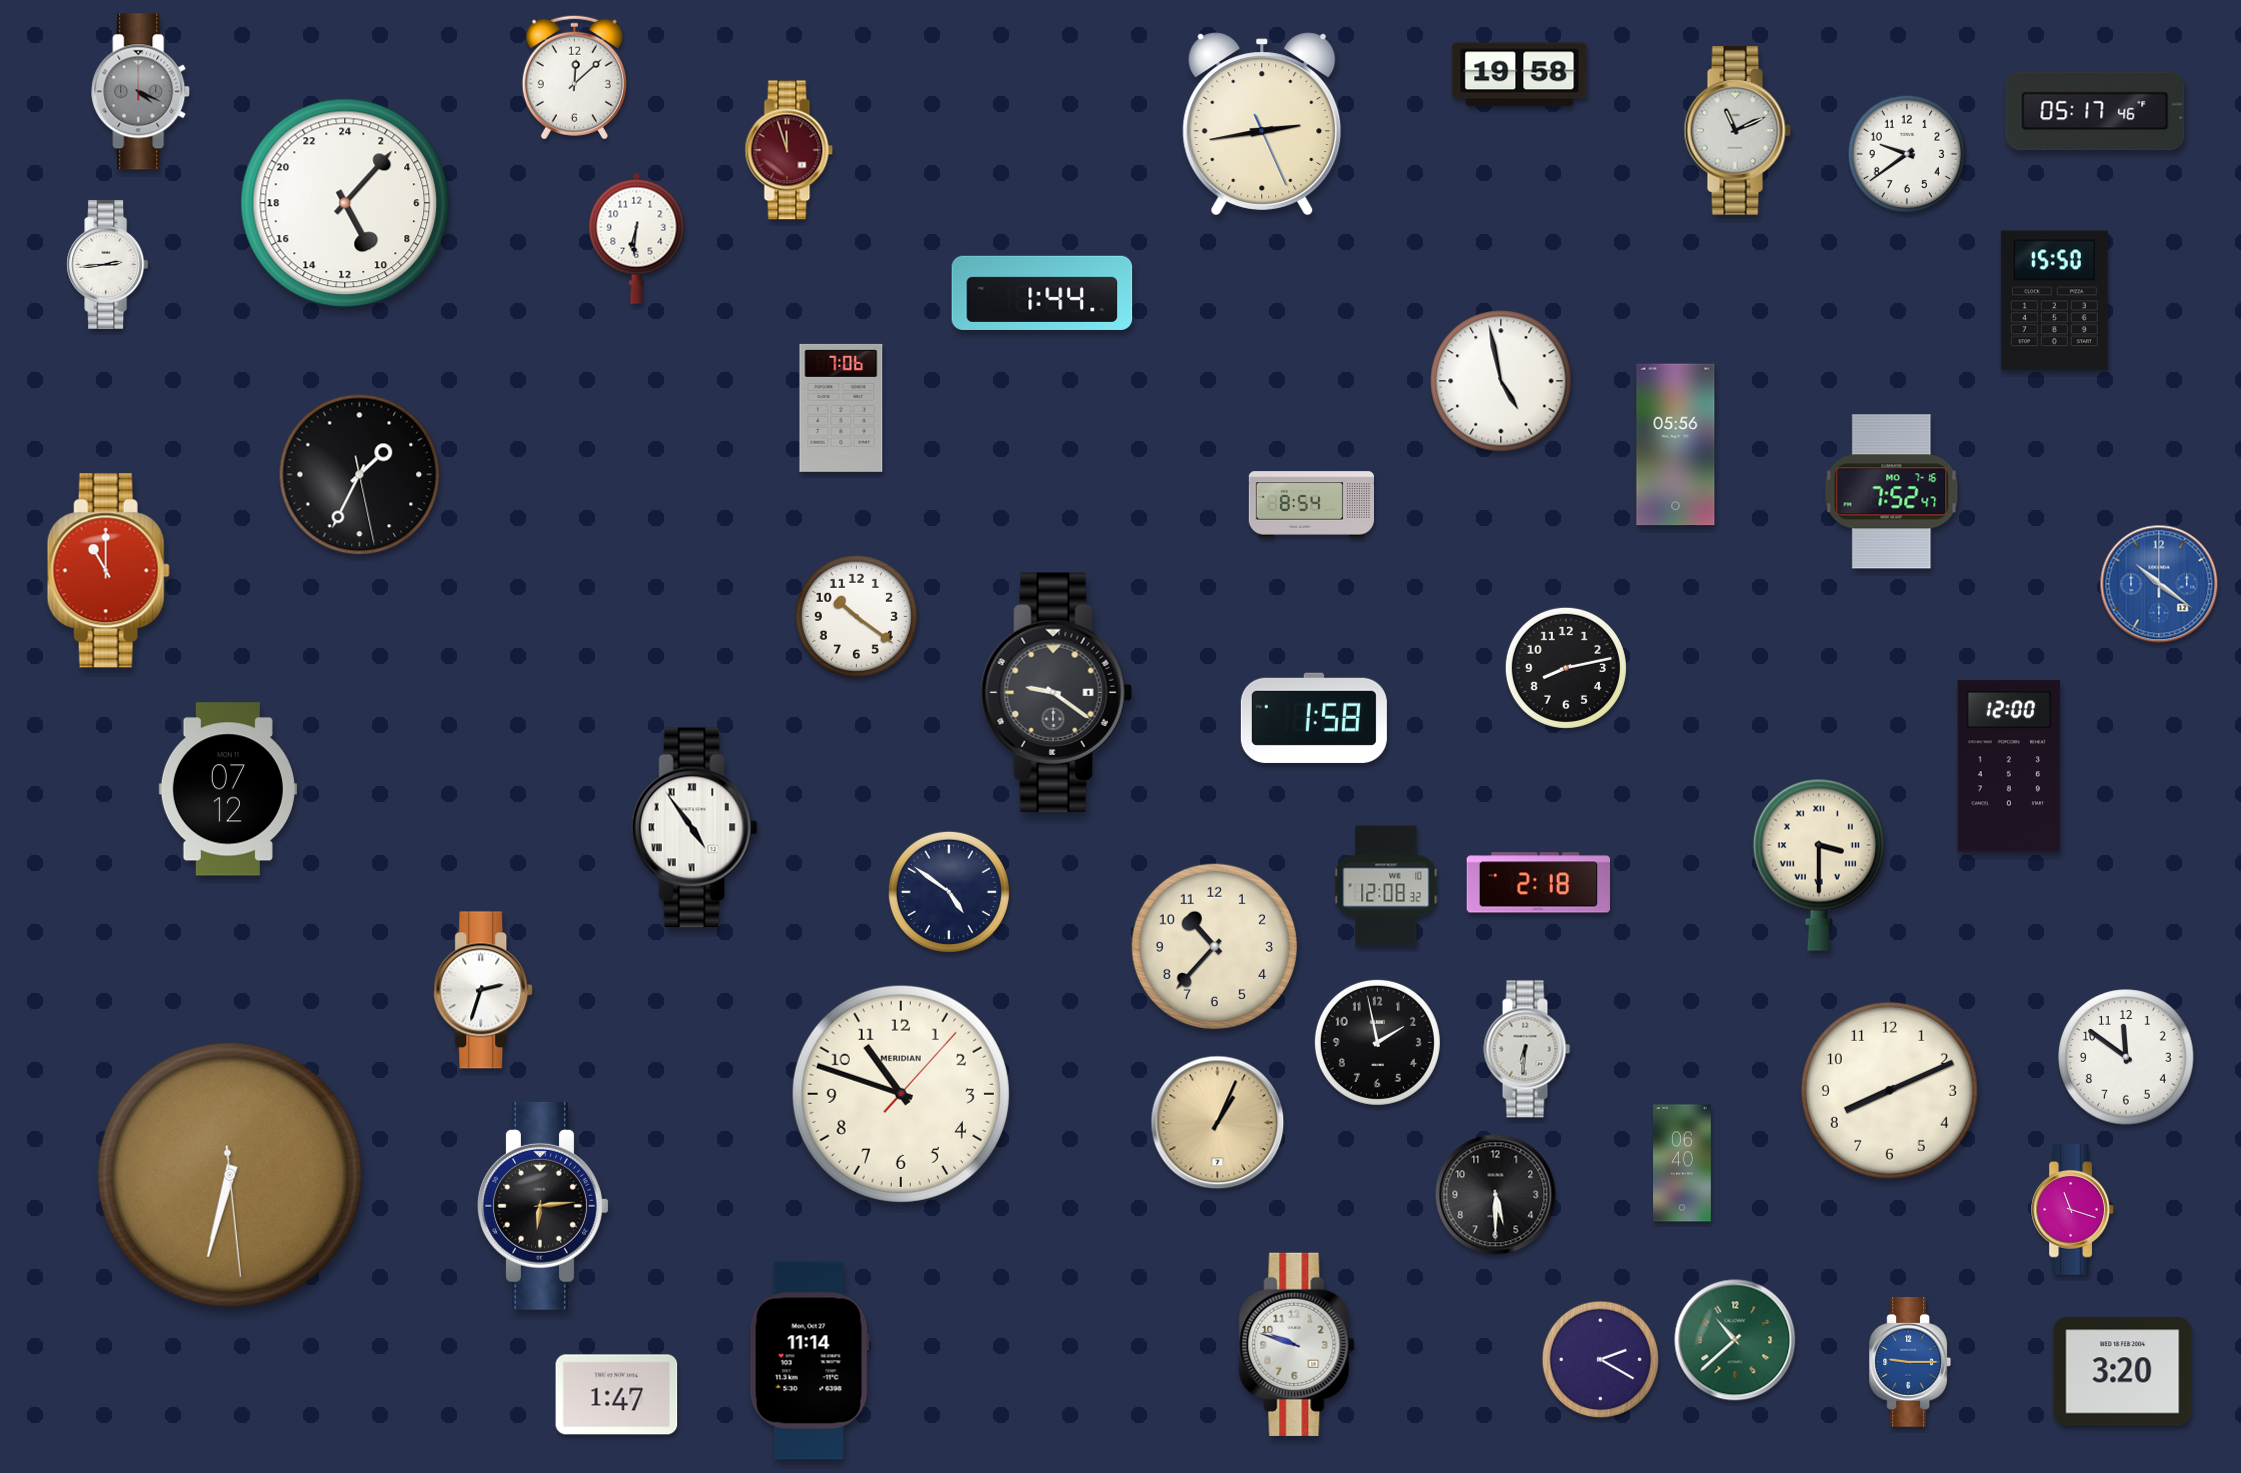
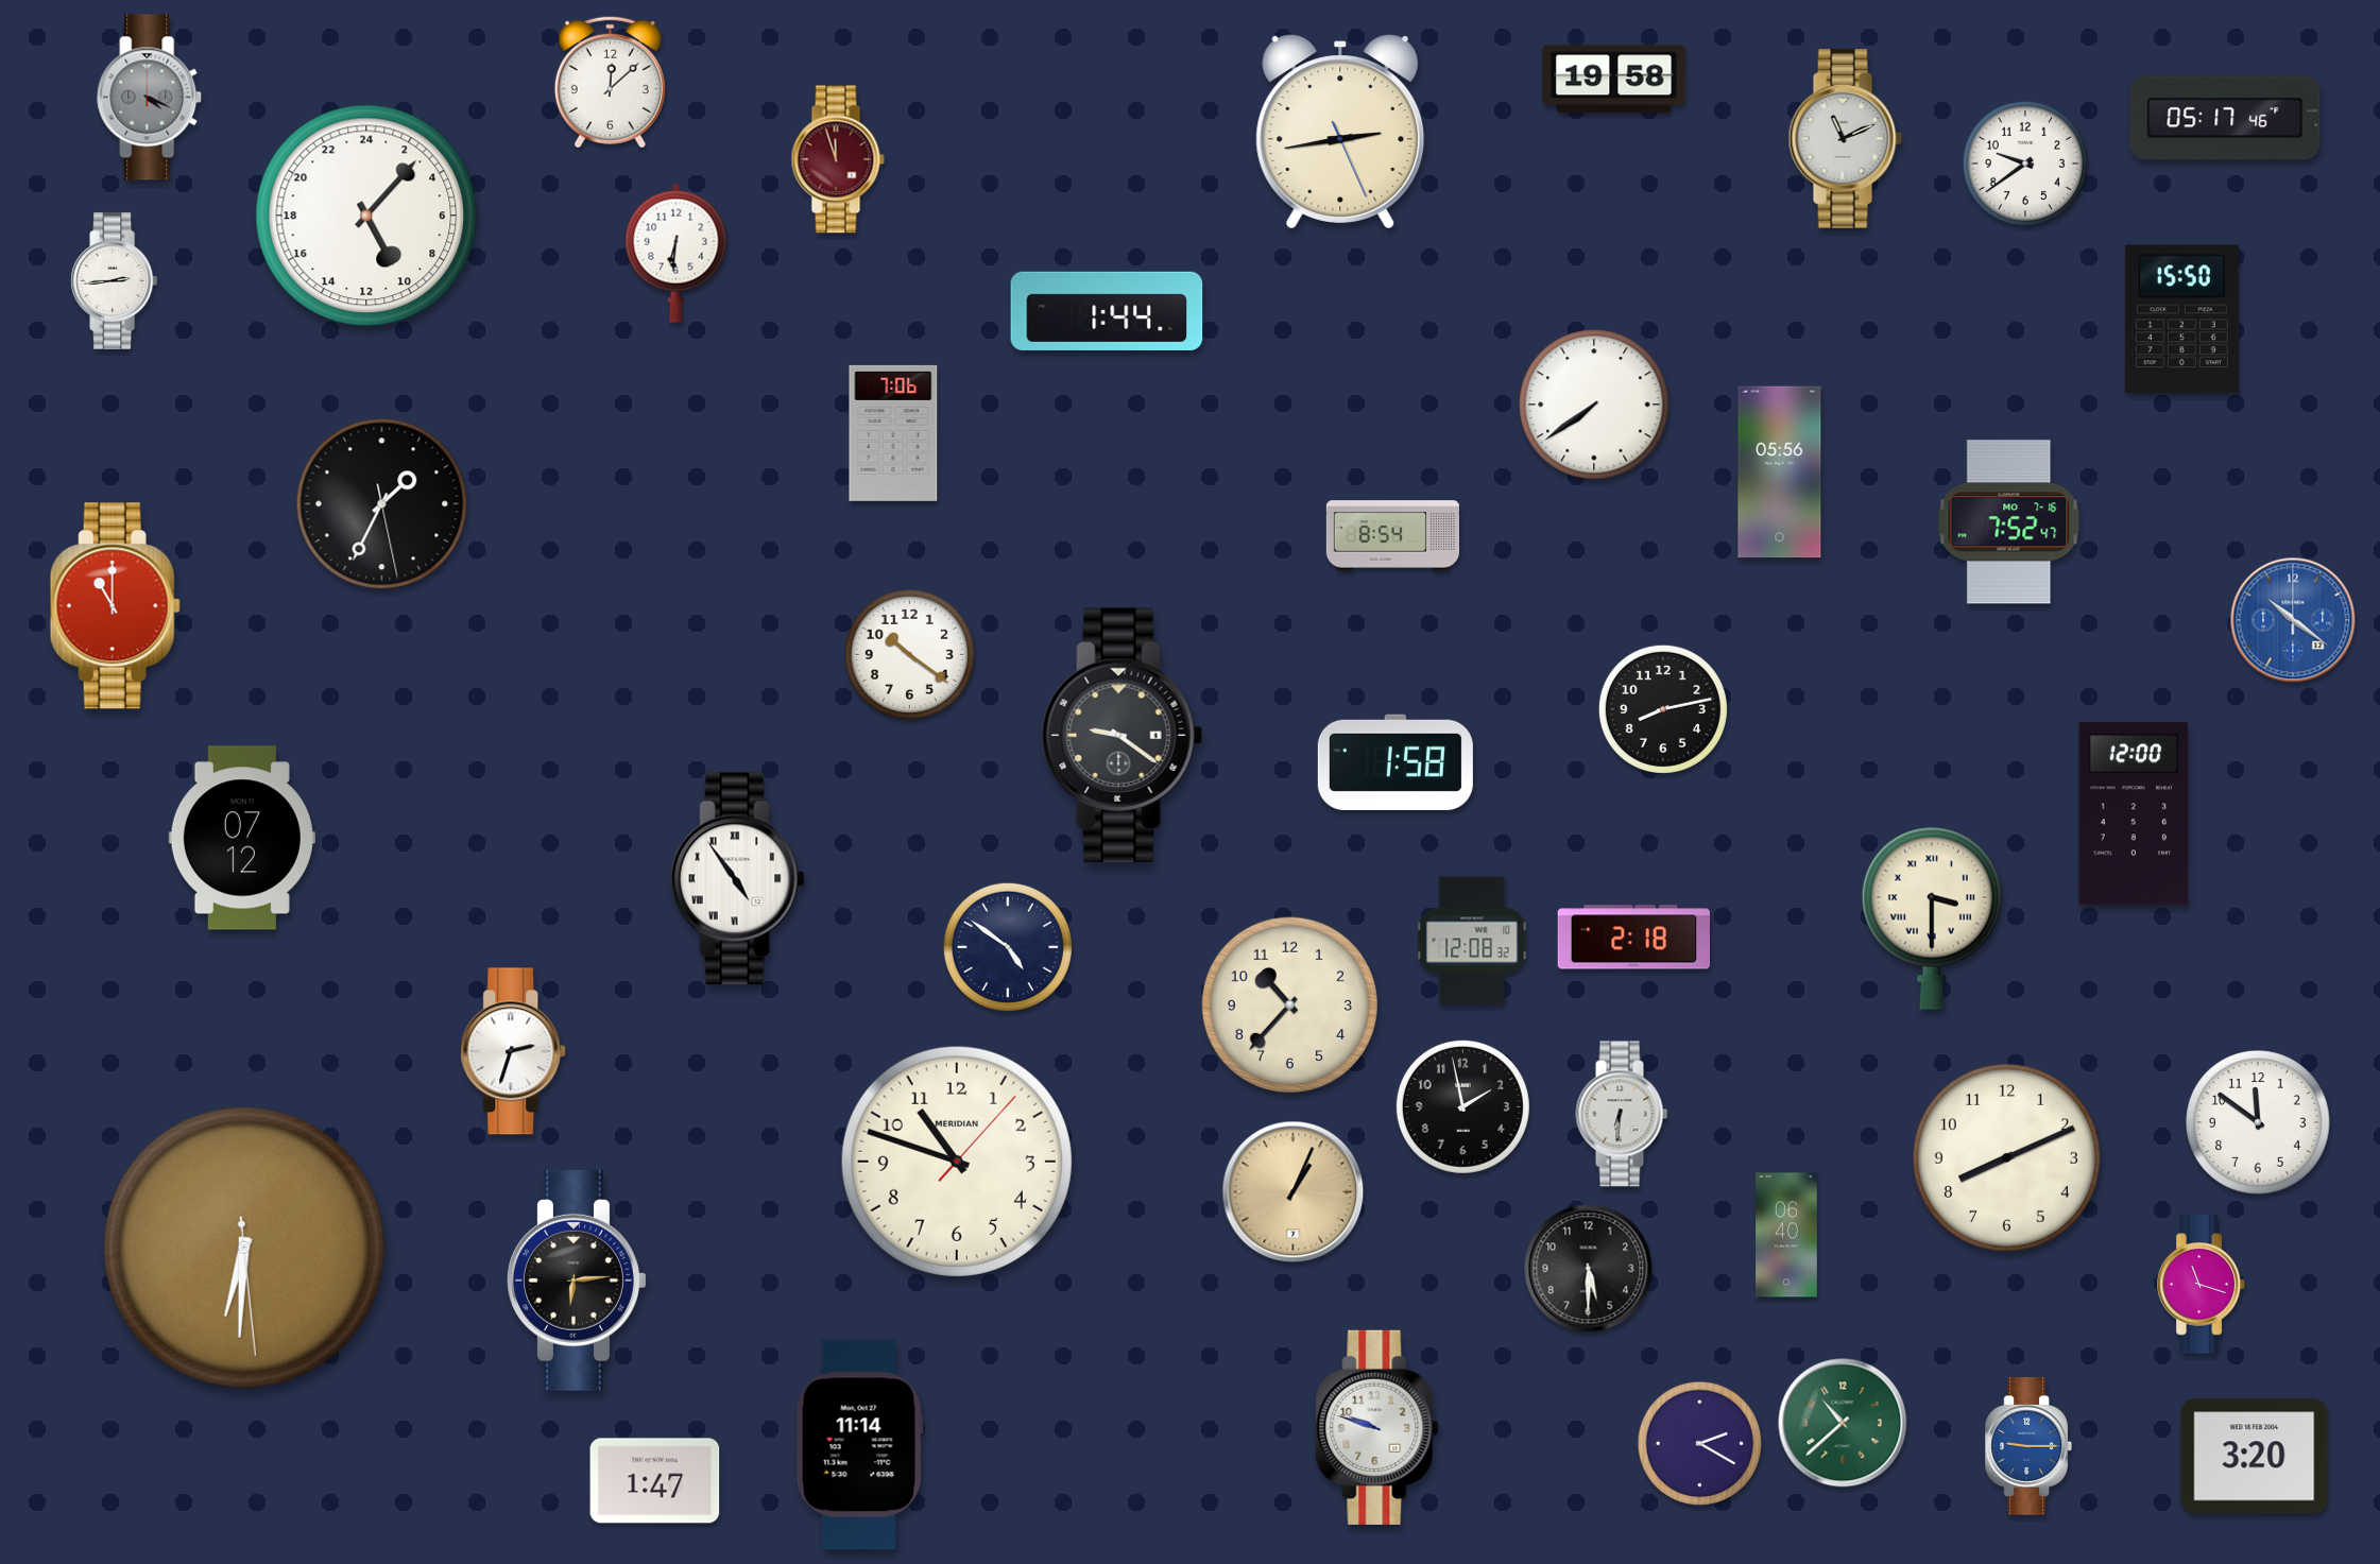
clock at (1501, 381): 4:58 -> 7:39
clock at (230, 1175): 6:32 -> 6:30
